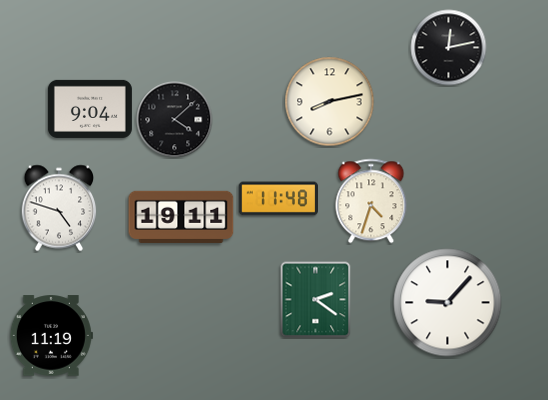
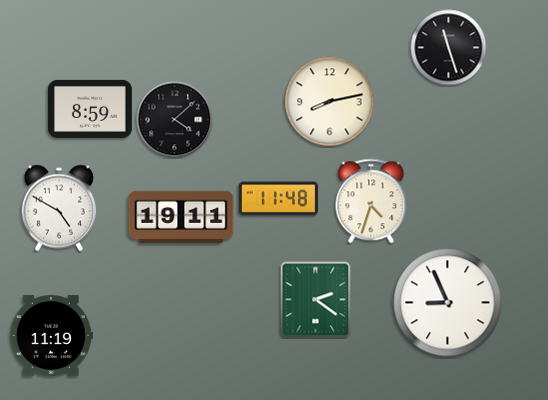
clock at (449, 48): 12:13 -> 11:27
clock at (90, 109): 9:04 -> 8:59
clock at (59, 208): 4:48 -> 4:50
clock at (448, 303): 9:07 -> 8:56
